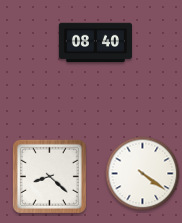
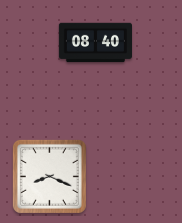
clock at (143, 174): 4:21 -> none
clock at (49, 176): 8:22 -> 8:19
